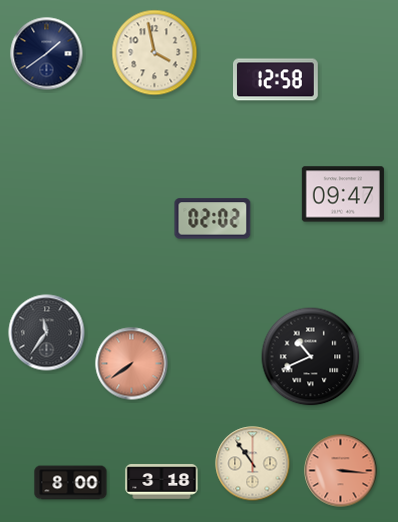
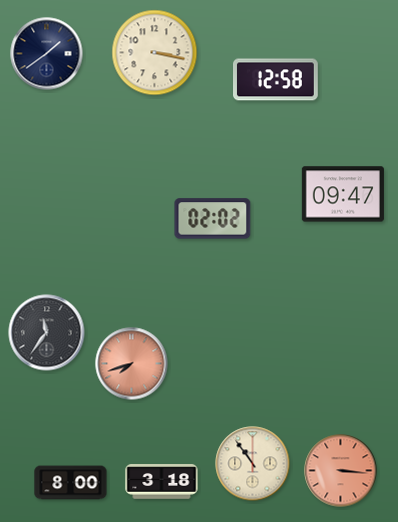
clock at (155, 53): 3:58 -> 3:17
clock at (311, 357): 10:41 -> none
clock at (132, 364): 7:39 -> 7:42
